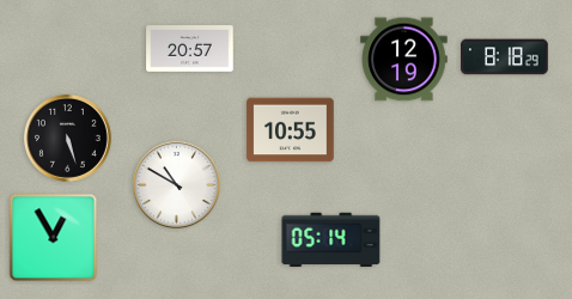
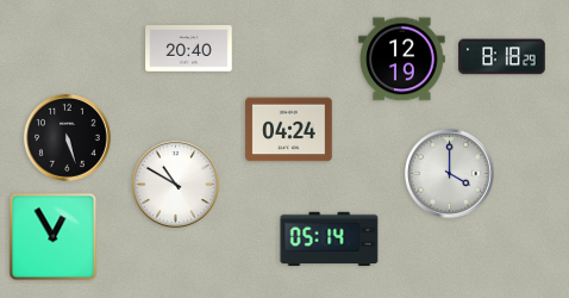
clock at (190, 49): 20:57 -> 20:40
clock at (291, 130): 10:55 -> 04:24
clock at (450, 174): none -> 4:00
